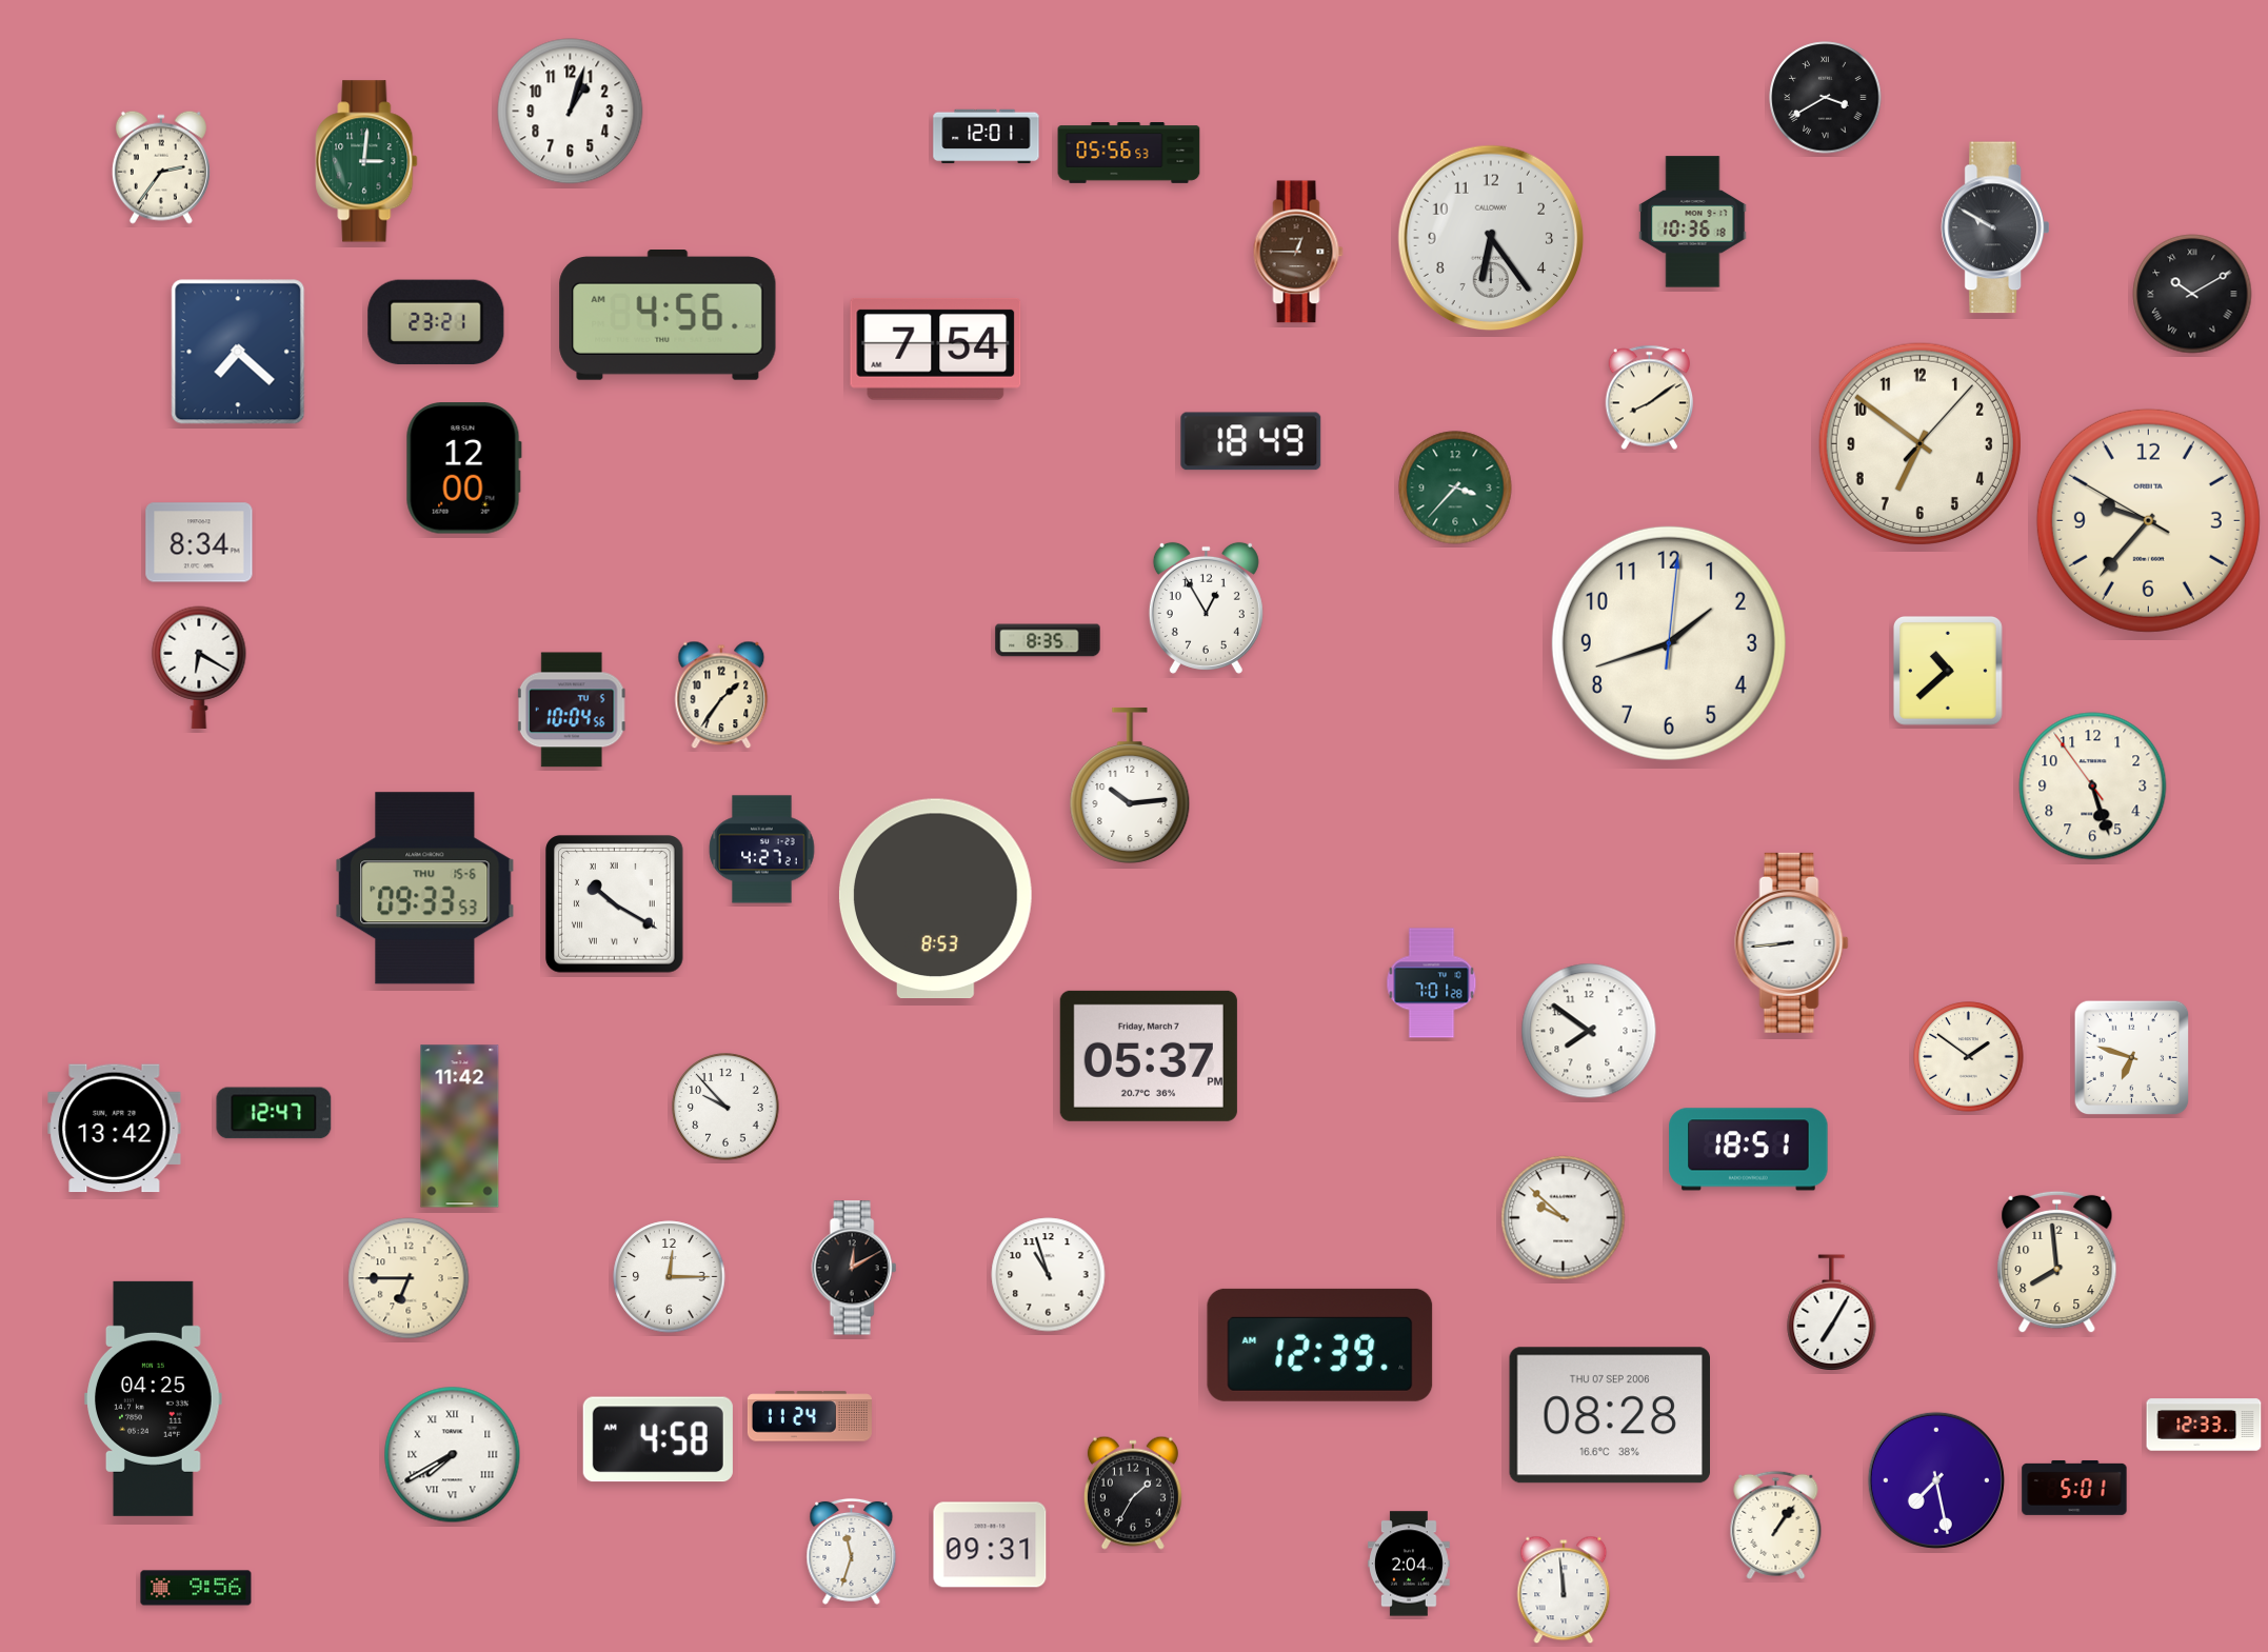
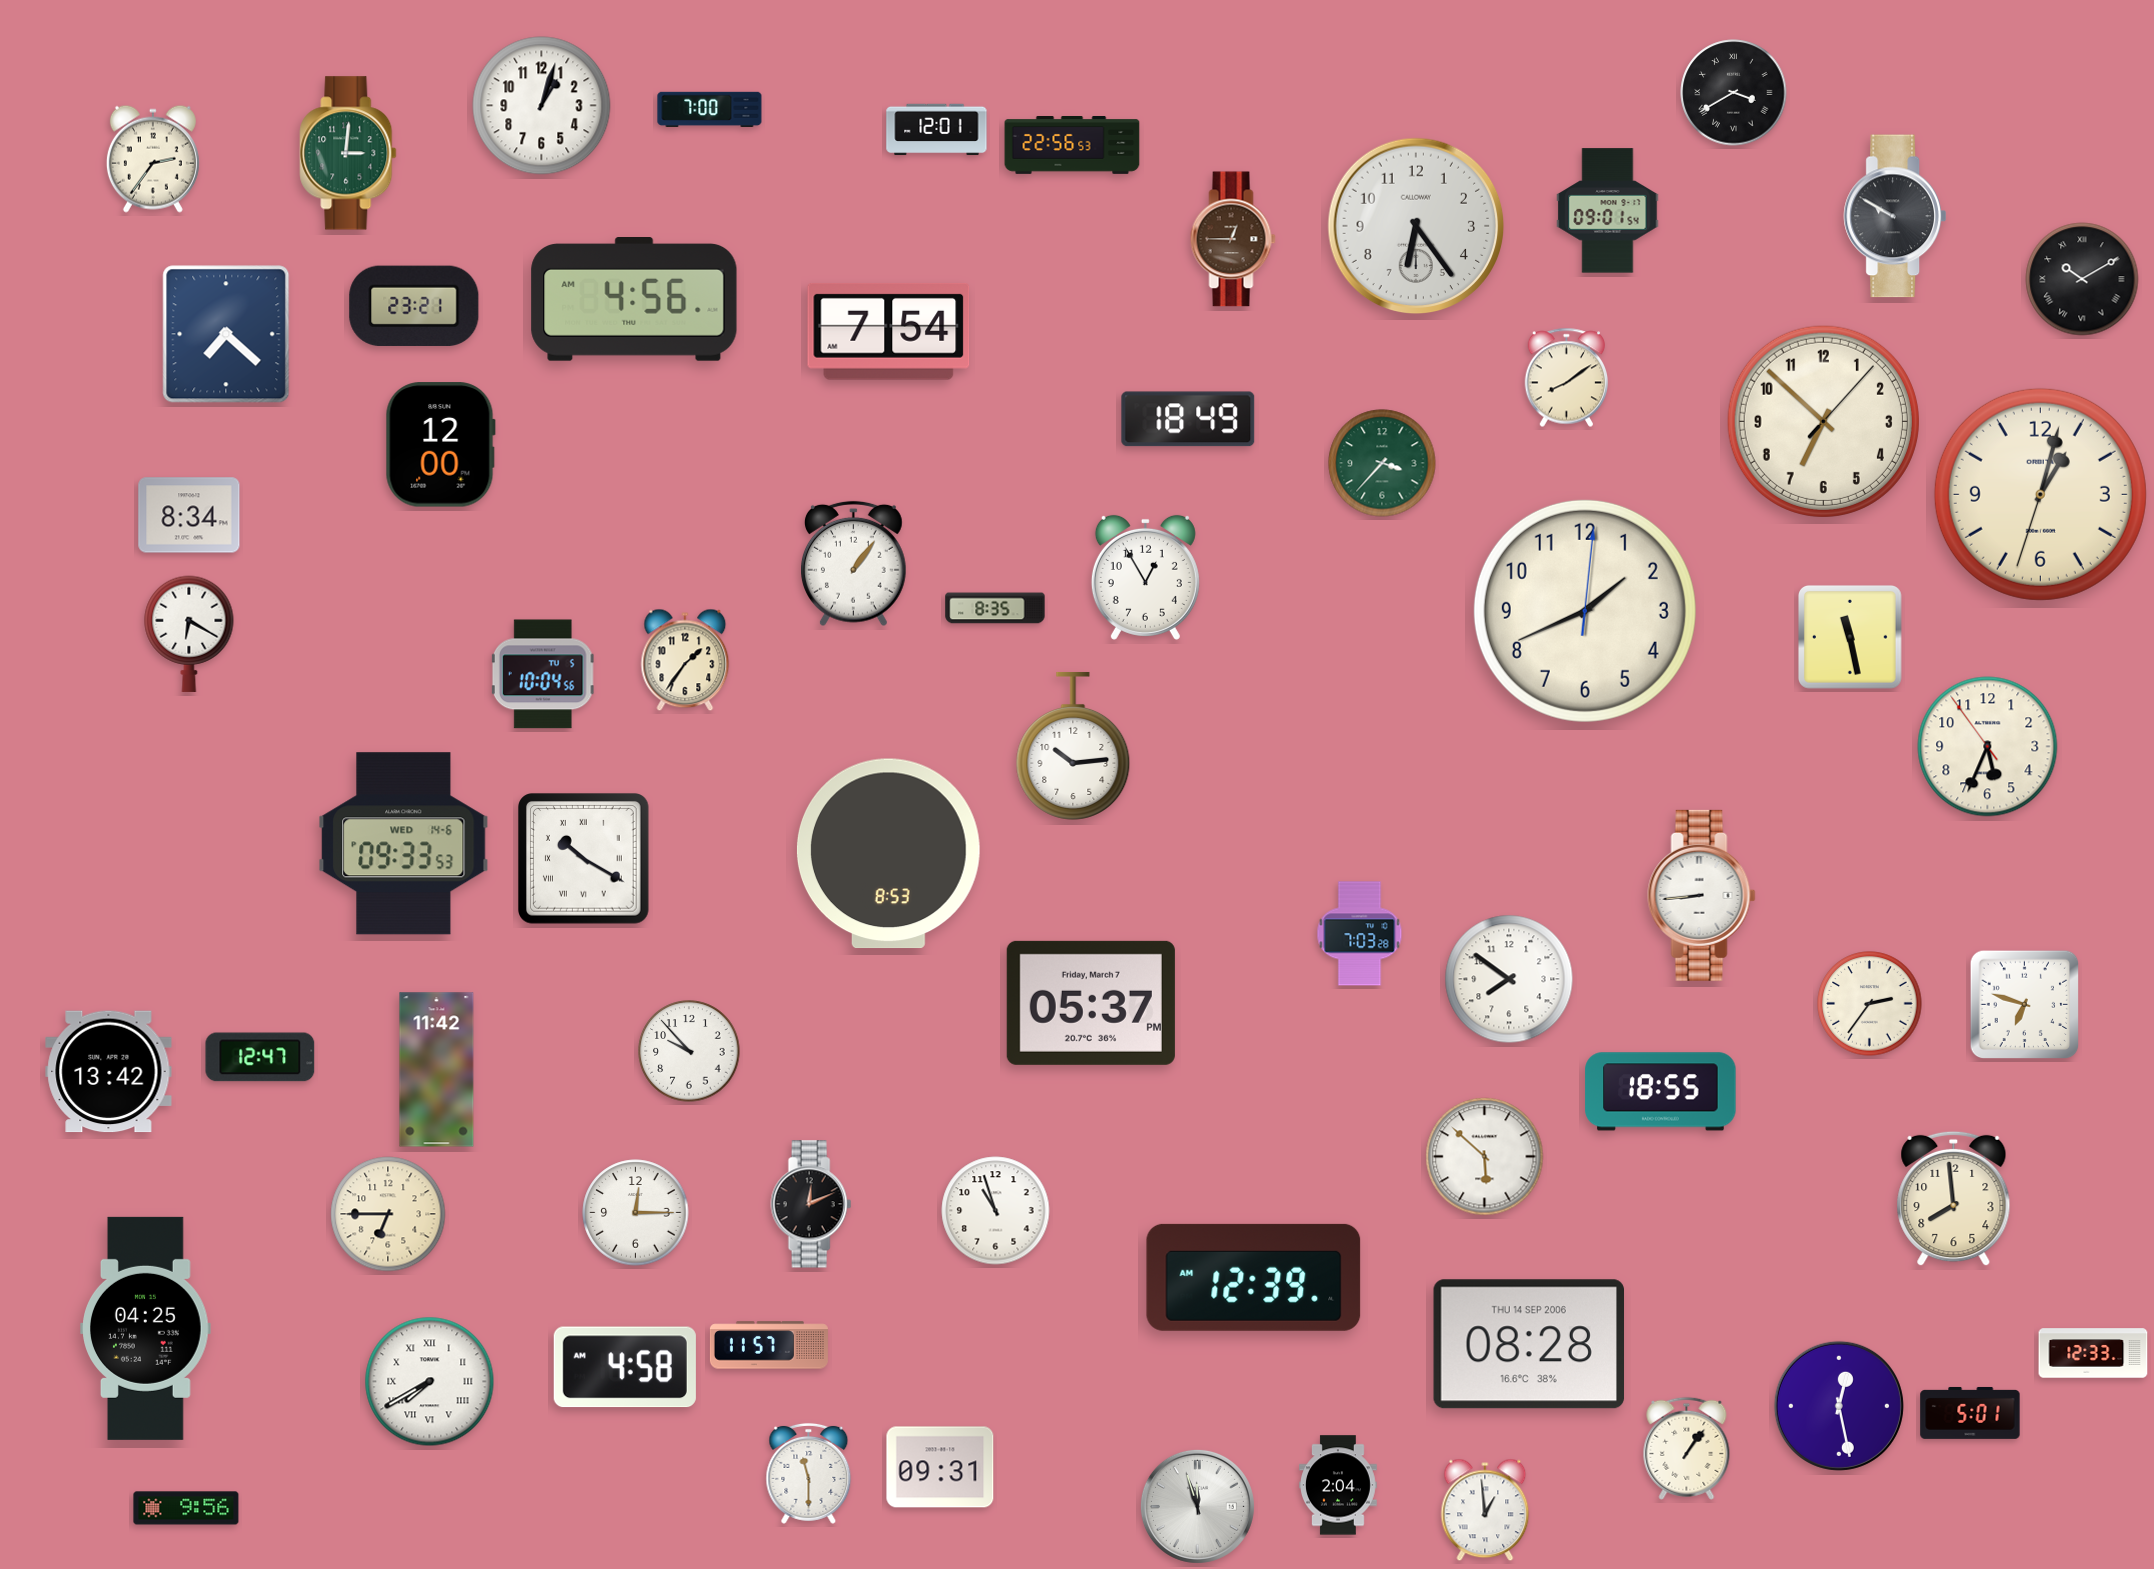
clock at (710, 109): none -> 7:00
clock at (1129, 154): 05:56 -> 22:56
clock at (1693, 222): 10:36 -> 09:01
clock at (1919, 443): 6:51 -> 6:52
clock at (2148, 520): 9:36 -> 1:02
clock at (854, 564): none -> 1:06
clock at (1669, 643): 1:42 -> 1:41
clock at (1948, 671): 10:38 -> 11:28
clock at (2093, 787): 5:26 -> 5:33
clock at (762, 850): 4:27 -> none
clock at (425, 889) date: THU 15-6 -> WED 14-6
clock at (1432, 983): 7:01 -> 7:03
clock at (1969, 1057): 1:51 -> 2:36
clock at (1749, 1150): 18:51 -> 18:55
clock at (1564, 1218): 9:52 -> 5:52
clock at (854, 1268): 12:10 -> 12:11
clock at (1832, 1312): 7:05 -> none
clock at (1609, 1415) date: THU 07 SEP 2006 -> THU 14 SEP 2006
clock at (810, 1416): 11:24 -> 11:57
clock at (1936, 1480): 7:28 -> 12:28
clock at (1133, 1493): 1:35 -> none
clock at (852, 1551): 11:33 -> 11:30
clock at (1197, 1506): none -> 11:57
clock at (1564, 1590): 11:59 -> 12:59
